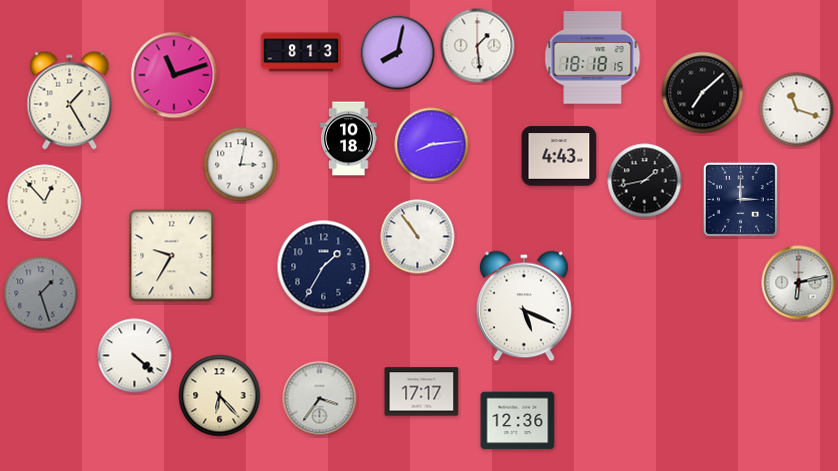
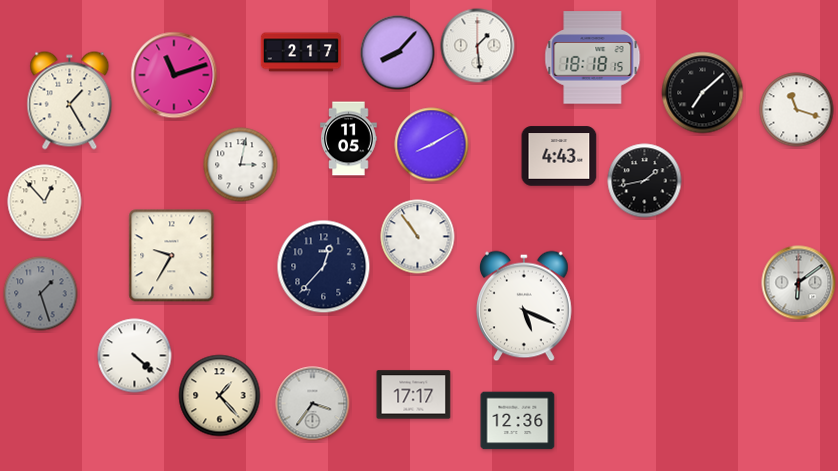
clock at (301, 52): 8:13 -> 2:17
clock at (398, 53): 8:02 -> 8:07
clock at (349, 139): 10:18 -> 11:05
clock at (432, 145): 8:14 -> 8:10
clock at (740, 199): 3:00 -> none
clock at (324, 267): 1:35 -> 12:37
clock at (799, 283): 6:13 -> 6:09
clock at (422, 392) position: (422, 392) -> (414, 395)
clock at (220, 396): 6:23 -> 1:23
clock at (320, 399) position: (320, 399) -> (313, 404)
